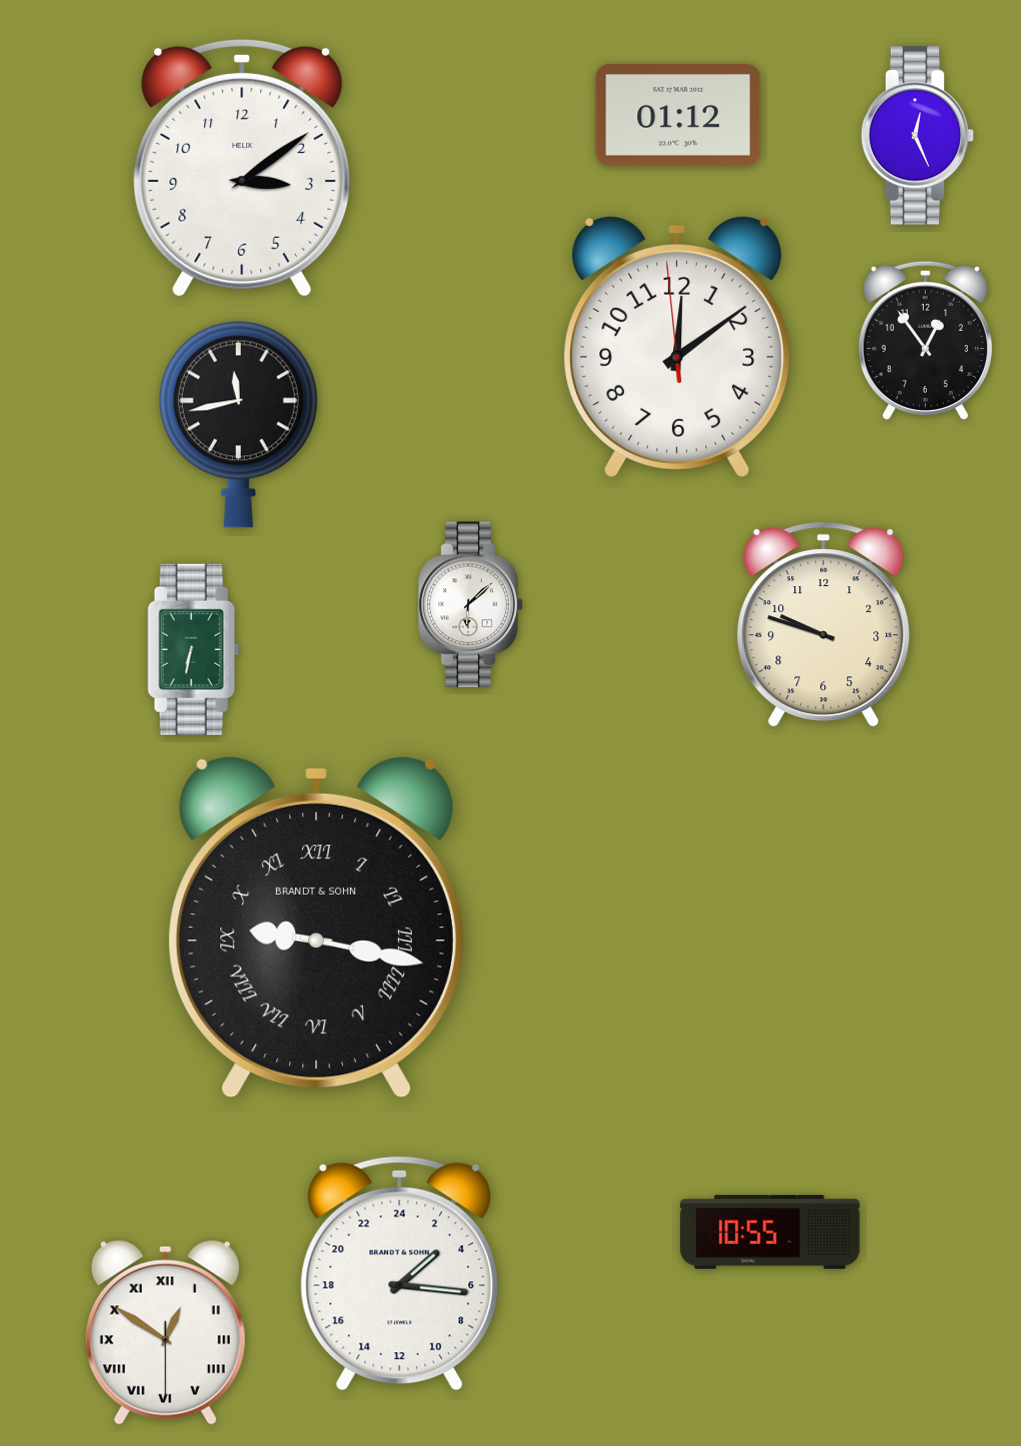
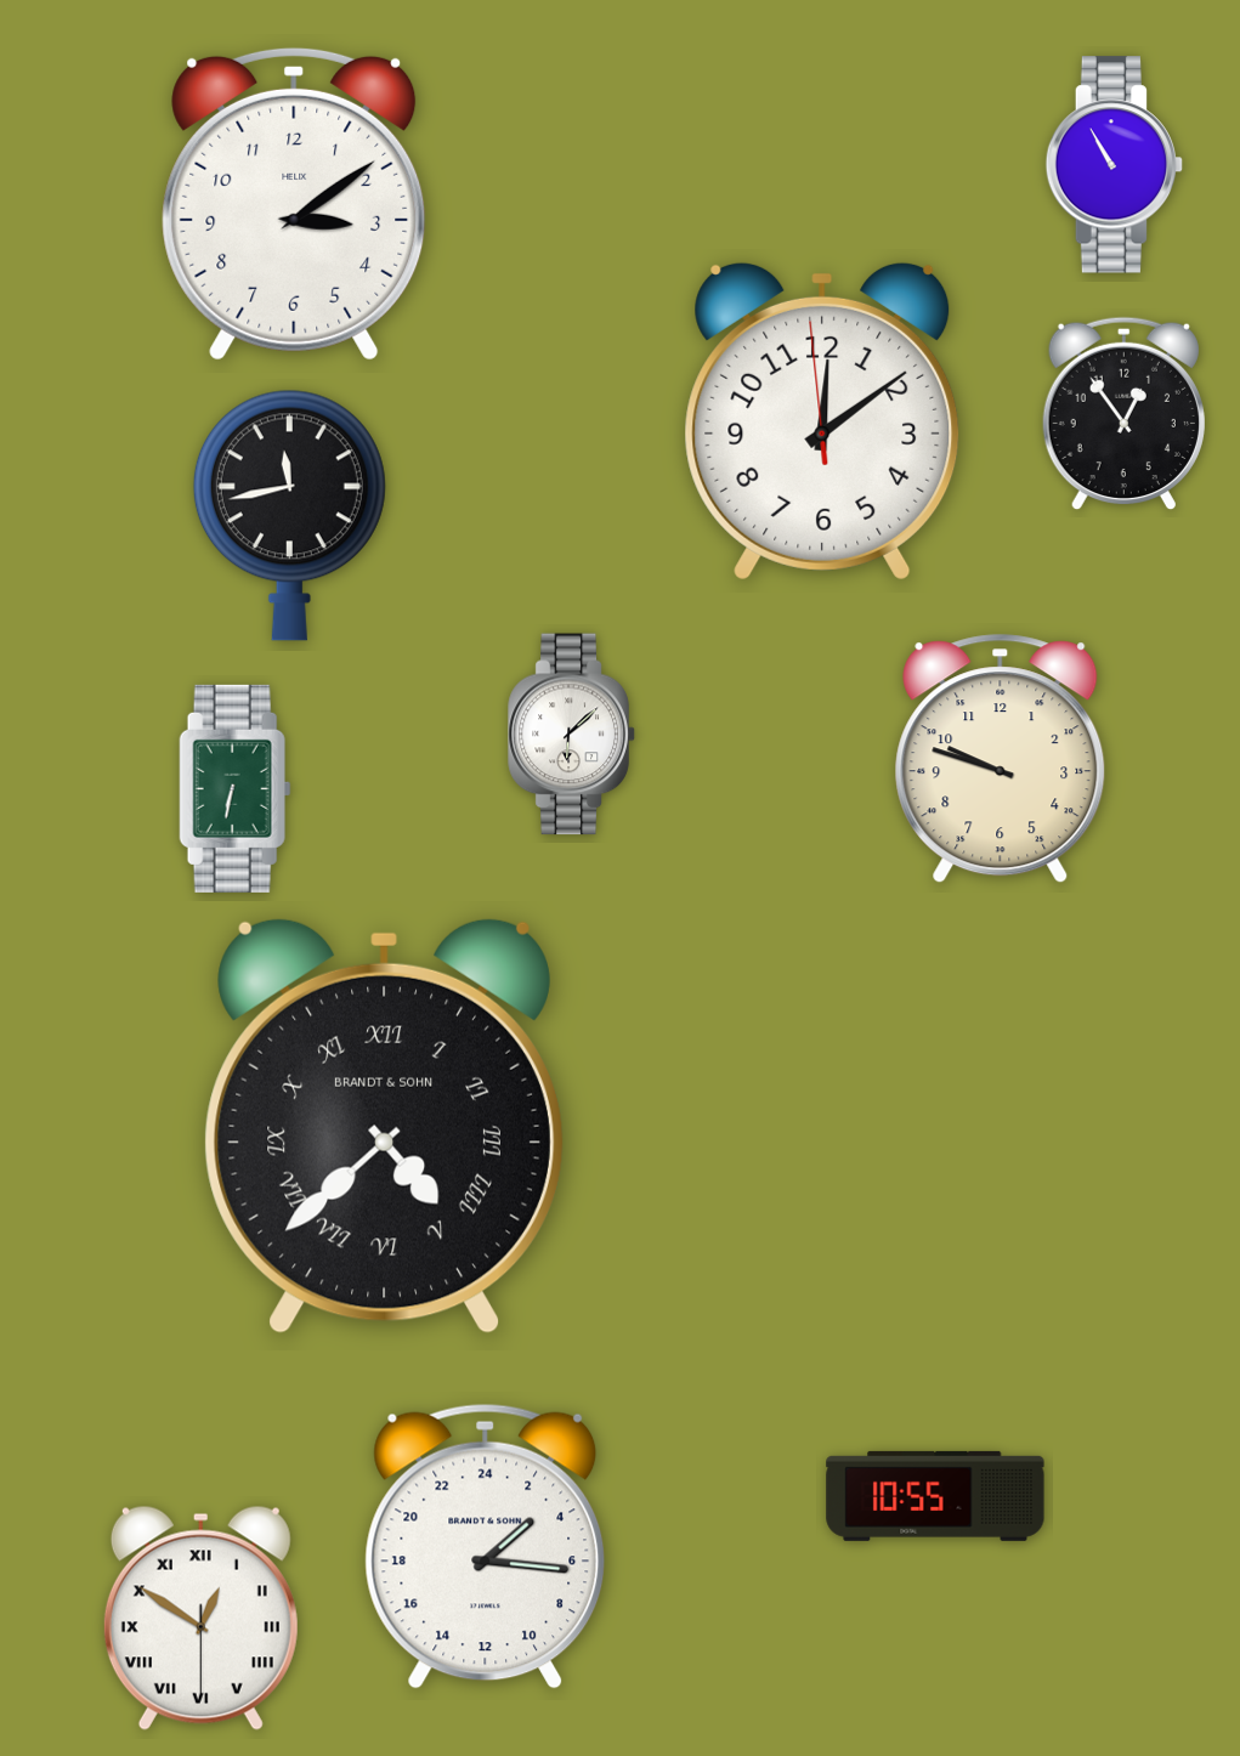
clock at (678, 115): 01:12 -> none
clock at (918, 136): 12:26 -> 10:55
clock at (316, 927): 9:17 -> 4:38
